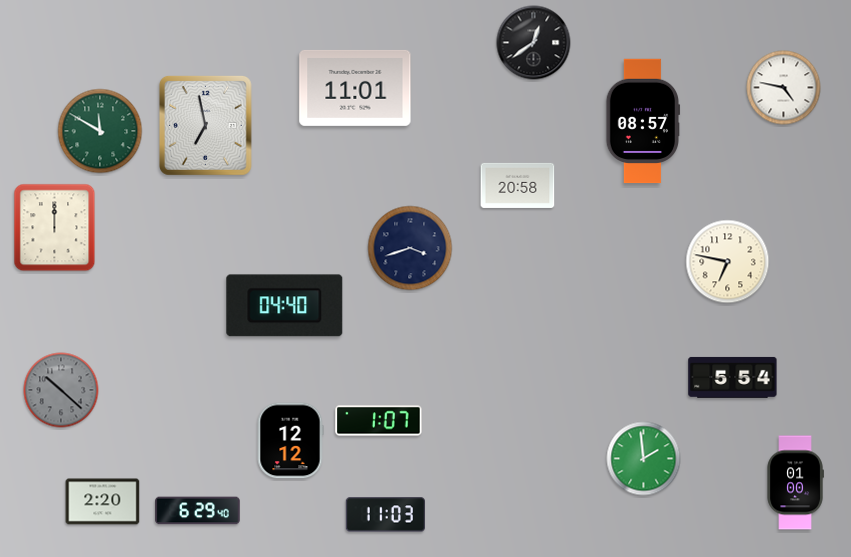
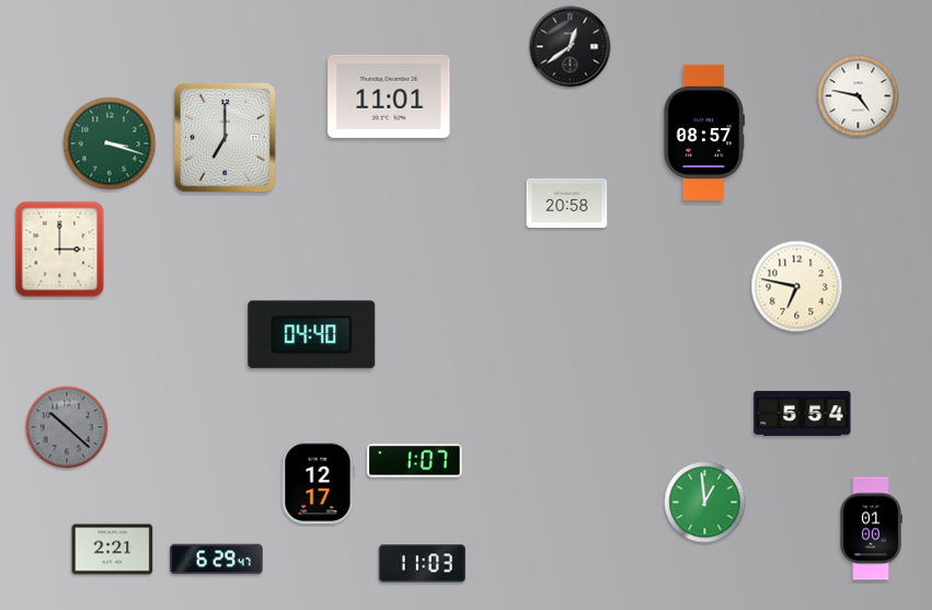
clock at (534, 43) position: (534, 43) -> (571, 47)
clock at (205, 126): 6:58 -> 7:00
clock at (100, 131): 11:50 -> 3:18
clock at (55, 228): 12:00 -> 3:00
clock at (410, 248): 3:42 -> none
clock at (290, 441): 12:12 -> 12:17
clock at (644, 459): 1:59 -> 12:59
clock at (103, 502): 2:20 -> 2:21
clock at (198, 511): 6:29:40 -> 6:29:47
